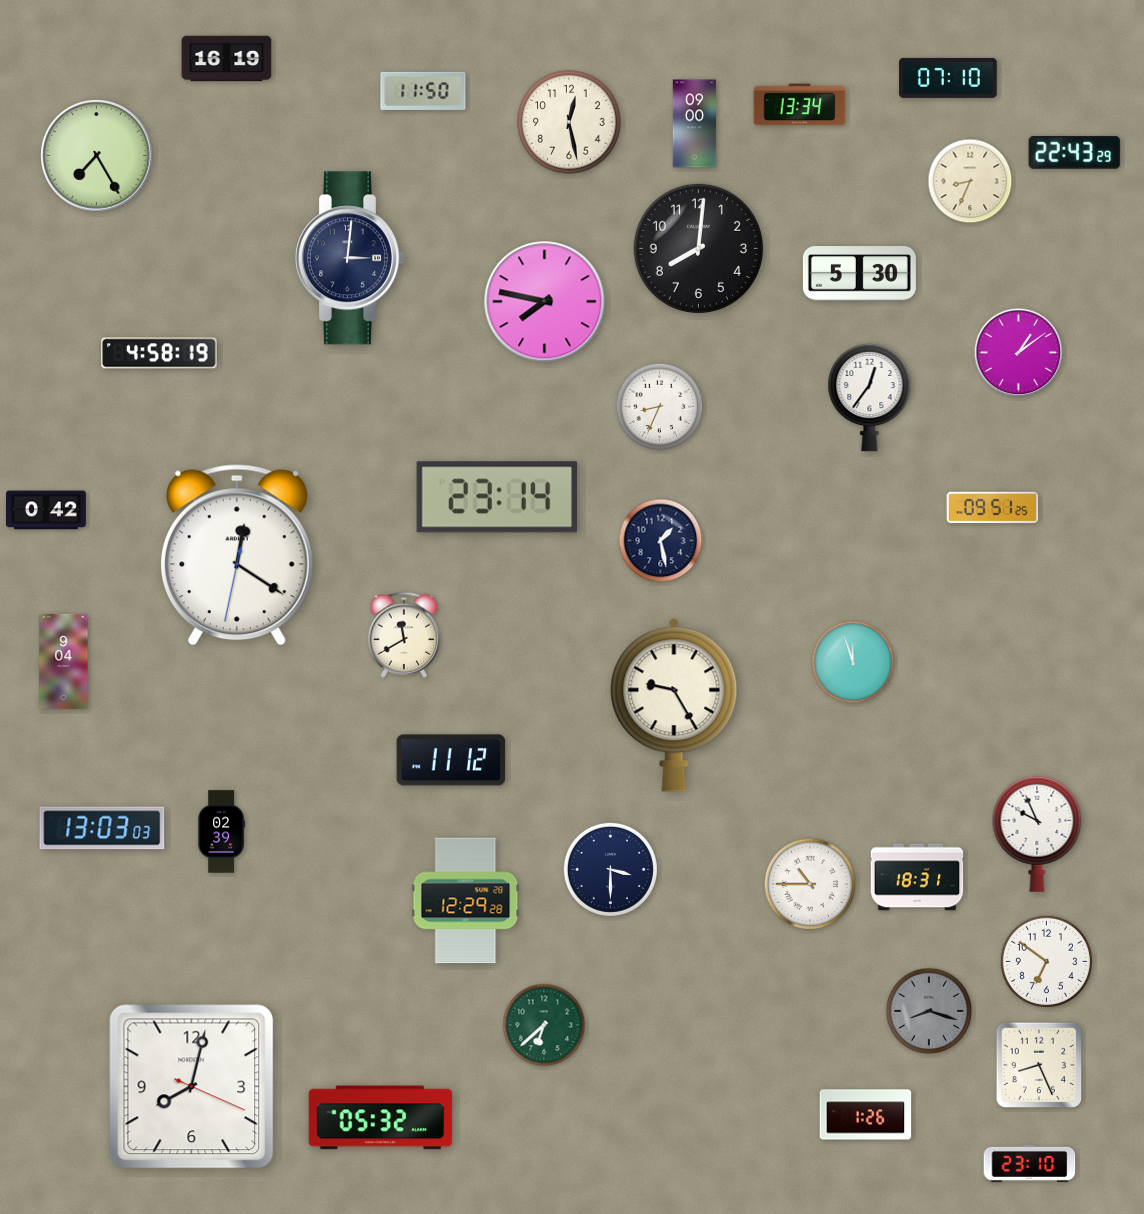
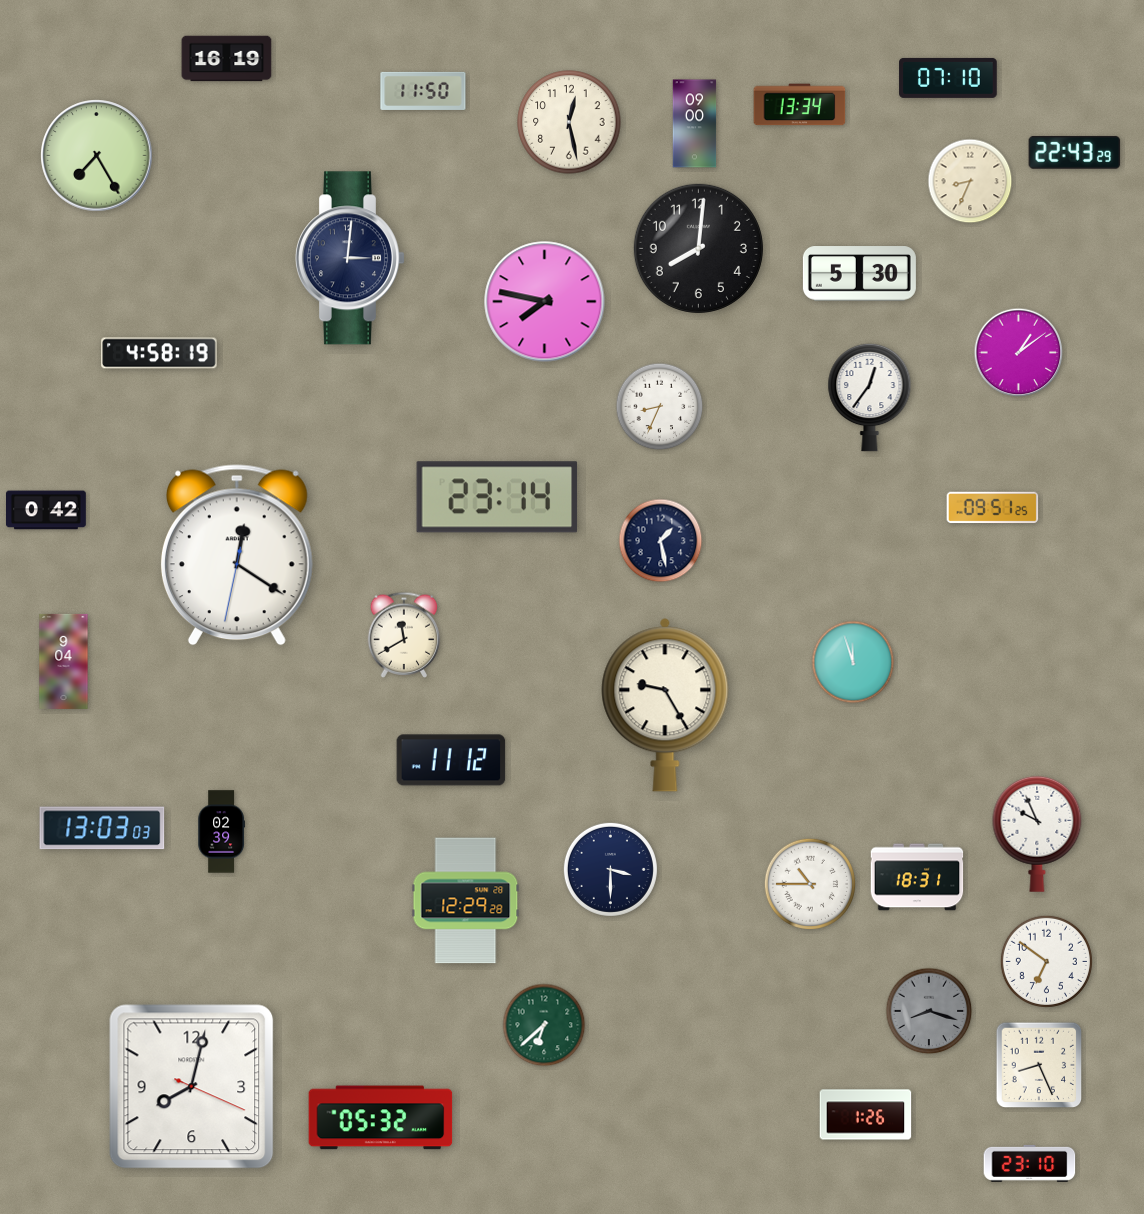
clock at (674, 705) position: (674, 705) -> (665, 705)
